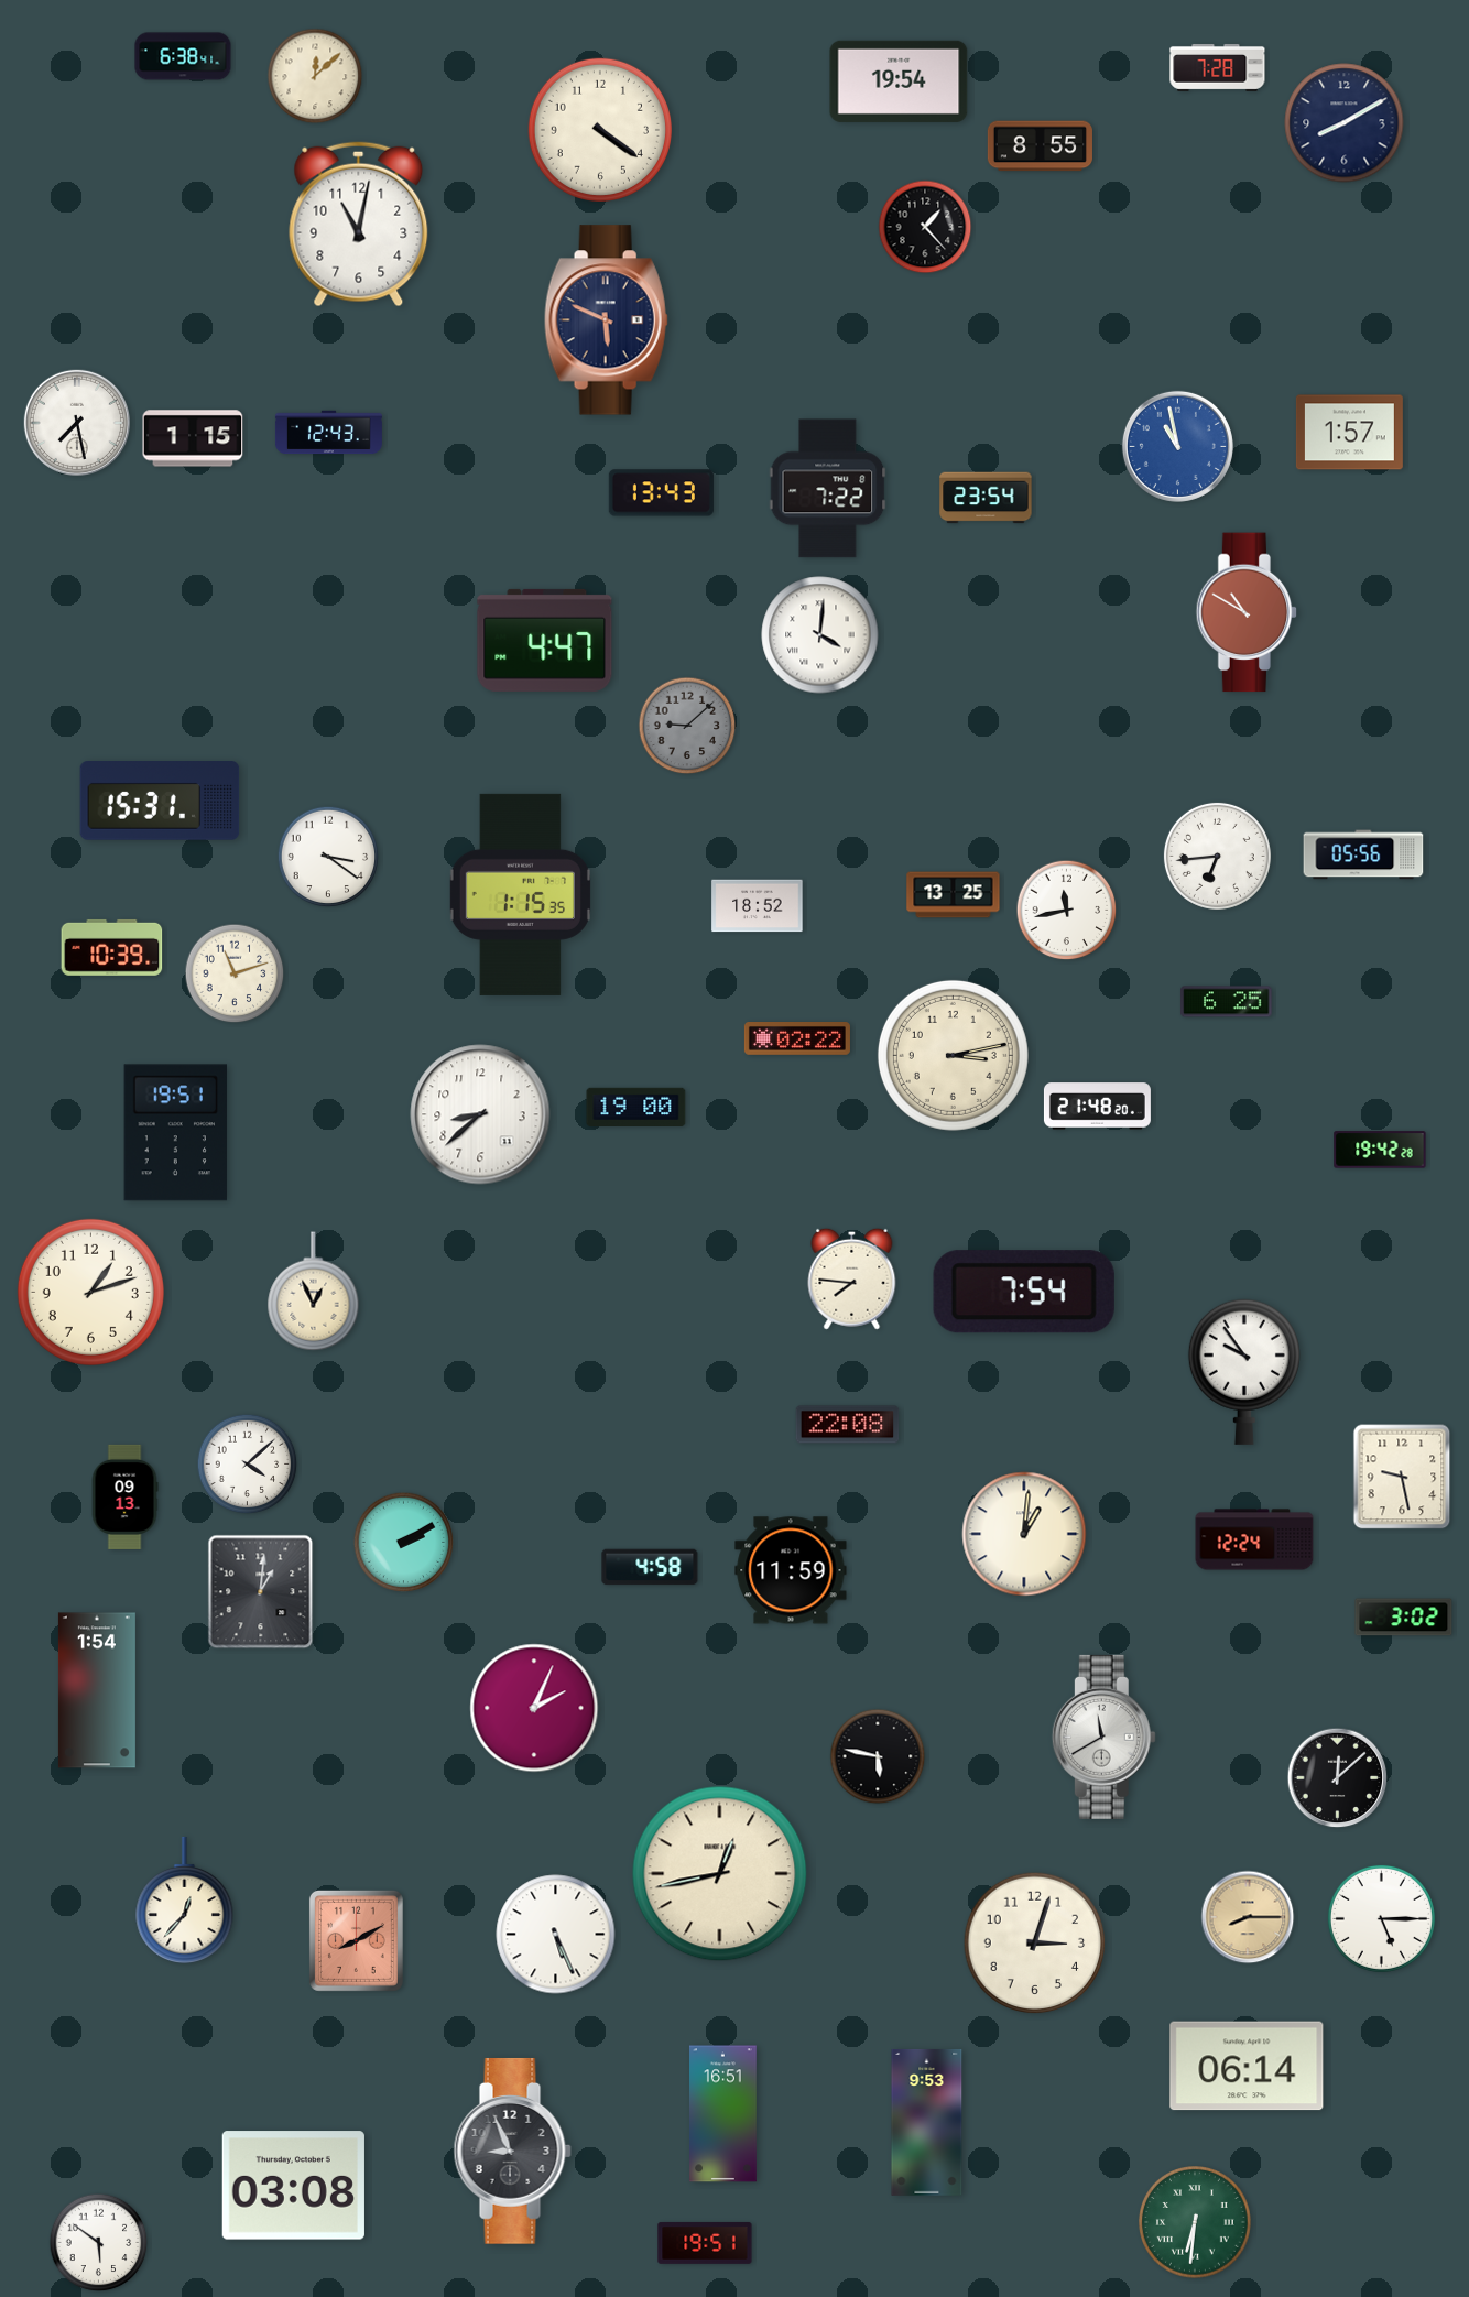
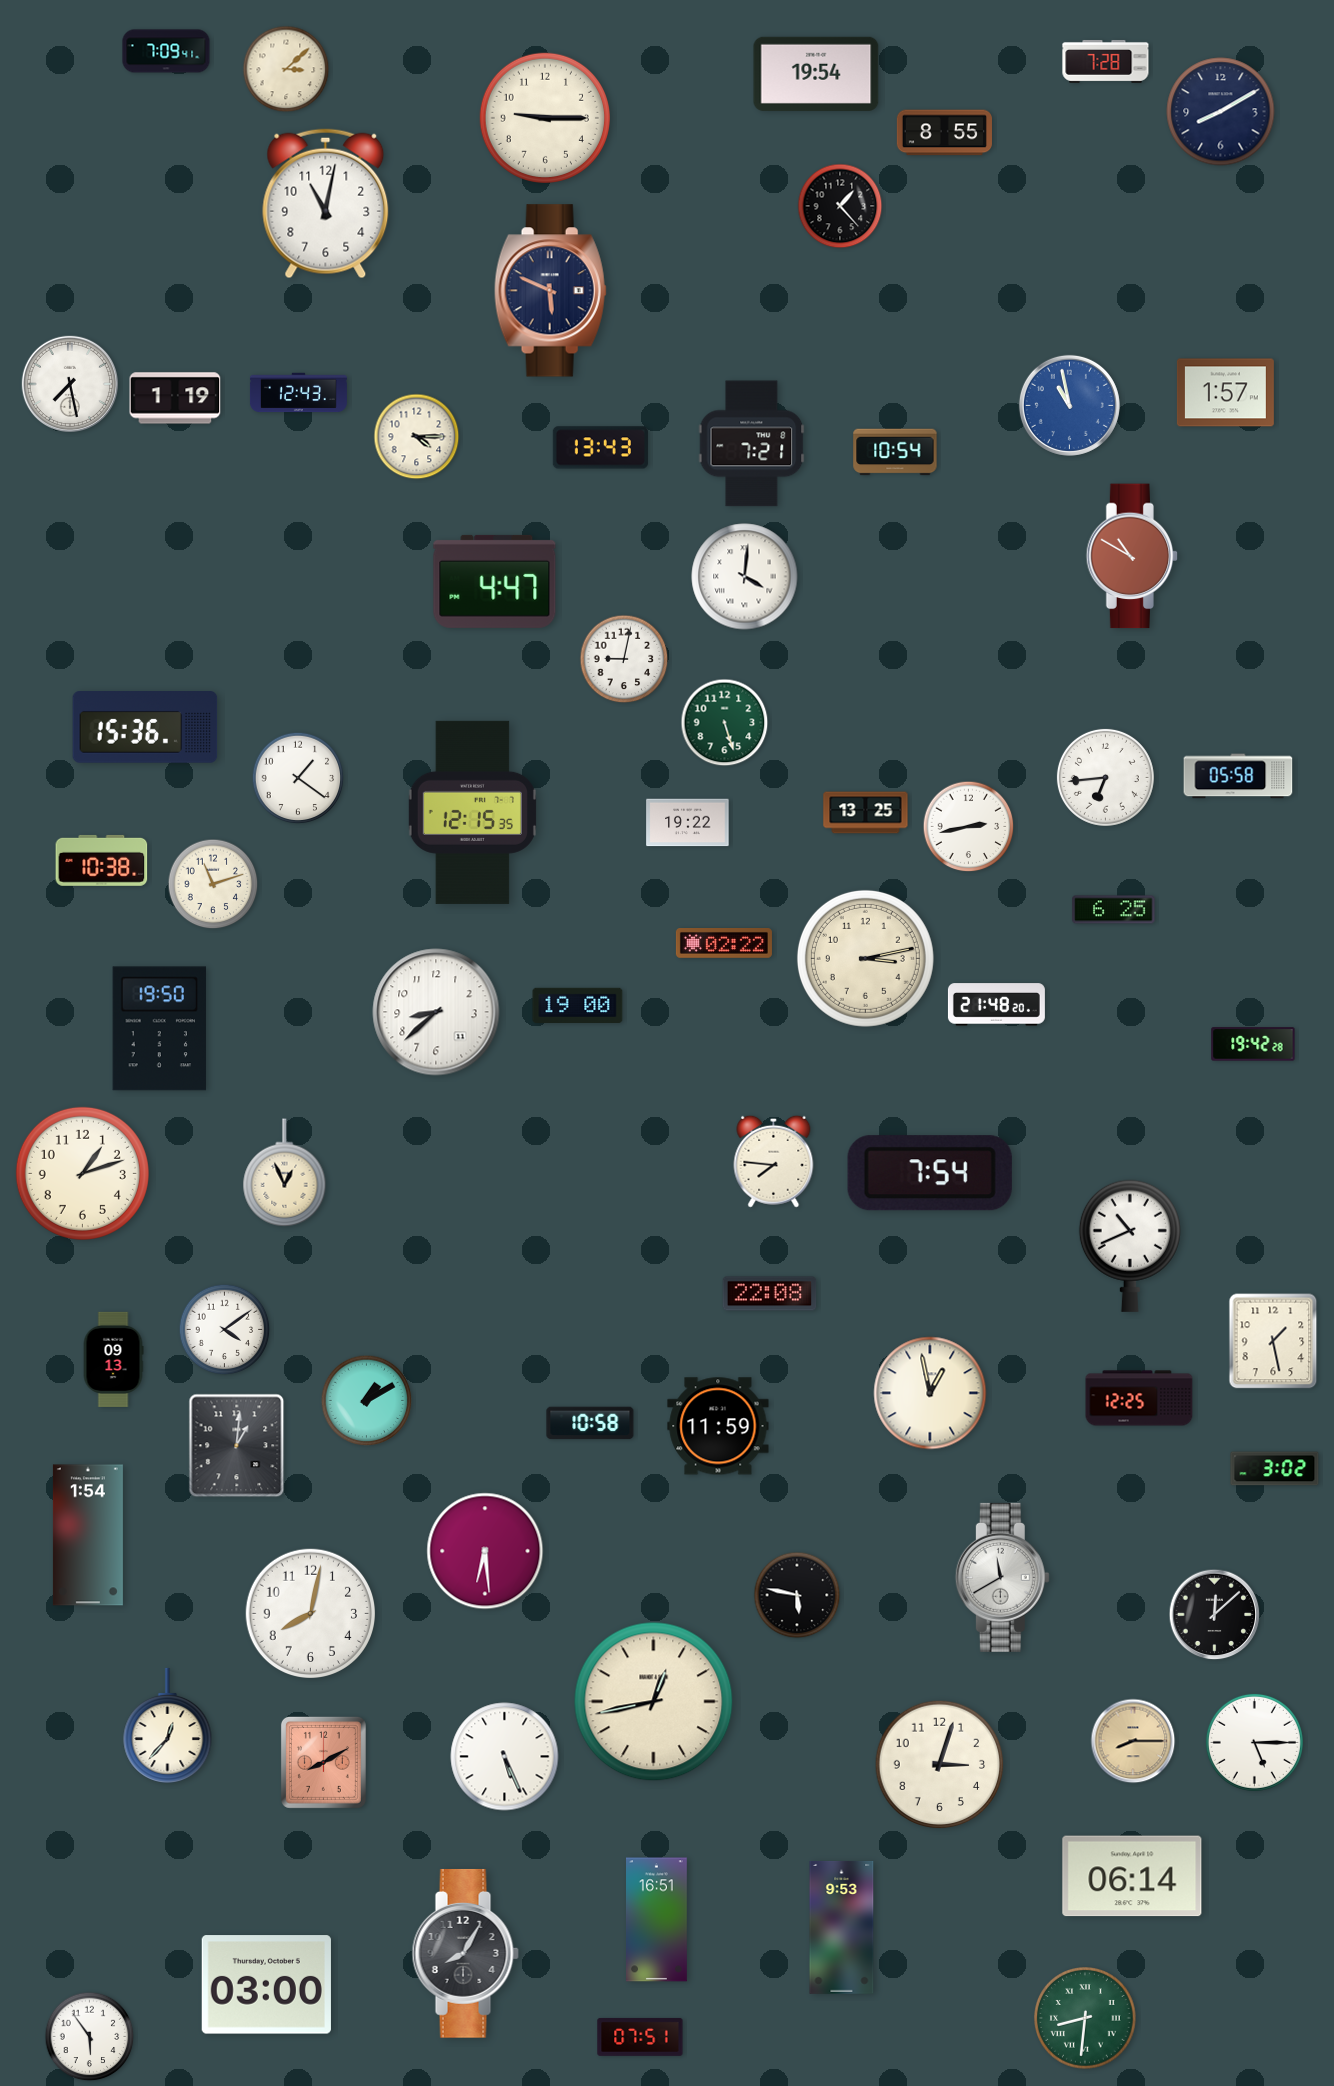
clock at (183, 56): 6:38 -> 7:09
clock at (315, 76): 12:08 -> 3:08
clock at (600, 130): 4:21 -> 9:15
clock at (193, 438): 1:15 -> 1:19
clock at (417, 437): none -> 4:15
clock at (828, 489): 7:22 -> 7:21
clock at (986, 498): 23:54 -> 10:54
clock at (687, 726): 9:08 -> 9:02
clock at (687, 726) dial: grey -> white
clock at (725, 723): none -> 5:27
clock at (160, 801): 15:31 -> 15:36
clock at (1363, 854): 05:56 -> 05:58
clock at (328, 857): 3:21 -> 1:21
clock at (520, 894): 1:15 -> 12:15
clock at (758, 906): 18:52 -> 19:22
clock at (1067, 911): 11:43 -> 2:43
clock at (112, 947): 10:39 -> 10:38
clock at (176, 1133): 19:51 -> 19:50
clock at (1244, 1372): 9:54 -> 10:41
clock at (248, 1465): 4:08 -> 4:09
clock at (1402, 1477): 9:28 -> 1:28
clock at (1024, 1534): 1:01 -> 12:58
clock at (1254, 1539): 12:24 -> 12:25
clock at (404, 1543): 2:10 -> 1:10
clock at (650, 1567): 4:58 -> 10:58
clock at (534, 1708): 2:04 -> 6:29
clock at (310, 1613): none -> 8:02
clock at (512, 2151): 8:56 -> 8:05
clock at (293, 2186): 03:08 -> 03:00
clock at (1195, 2222): 6:31 -> 8:31
clock at (99, 2243): 5:51 -> 5:54
clock at (705, 2243): 19:51 -> 07:51
